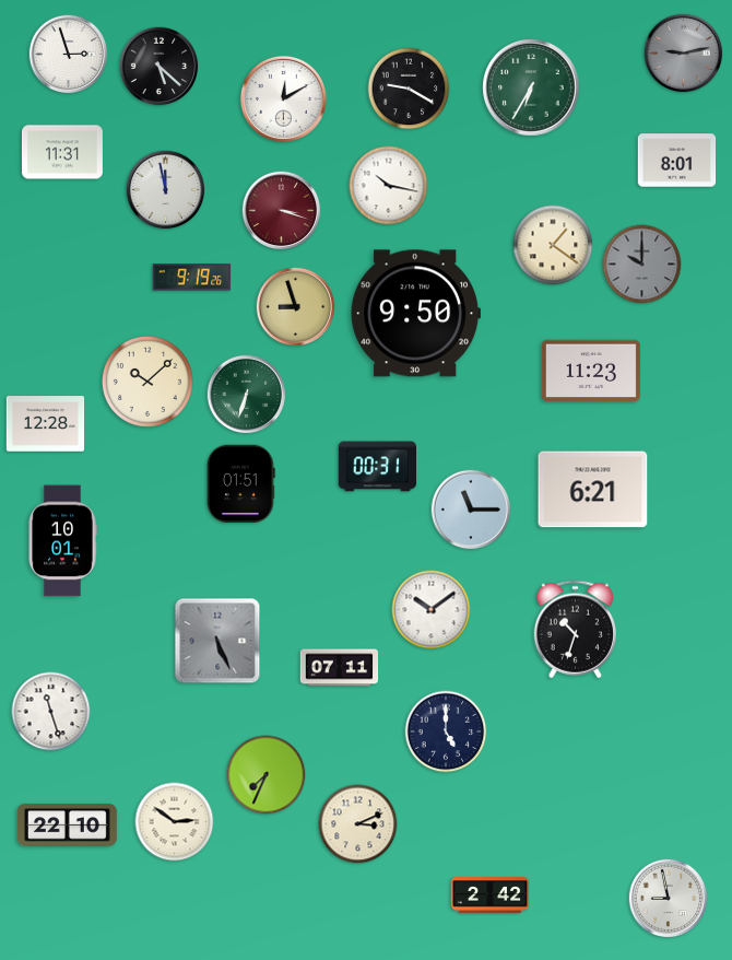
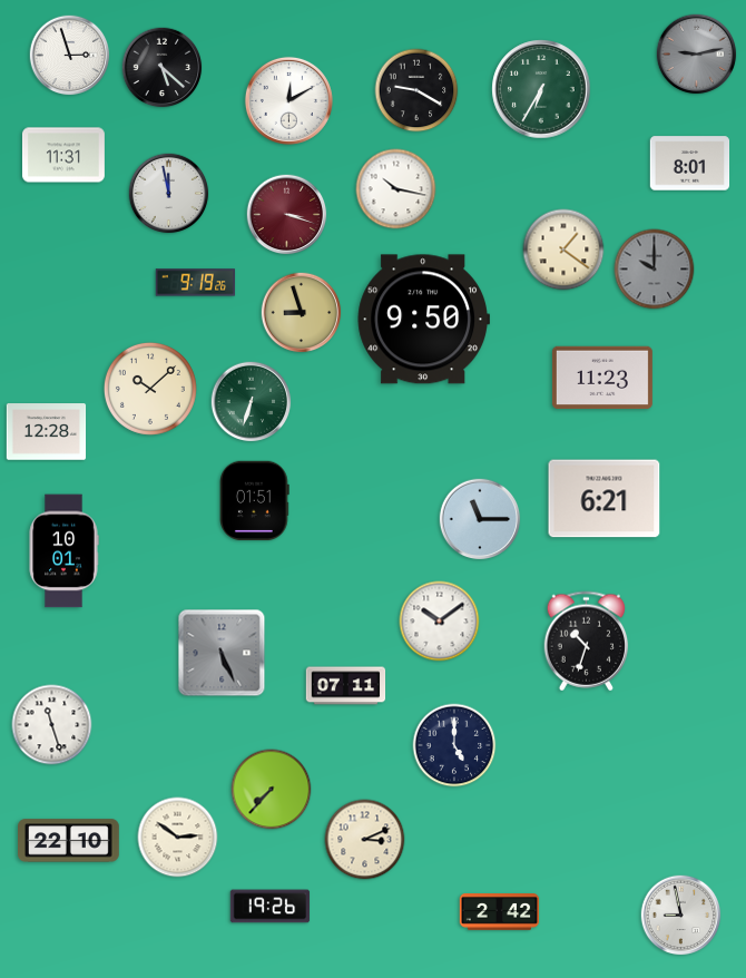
clock at (378, 467): 00:31 -> none
clock at (241, 483) position: (241, 483) -> (255, 500)
clock at (340, 668) position: (340, 668) -> (346, 686)
clock at (267, 775): 7:34 -> 7:37
clock at (271, 907): none -> 19:26
